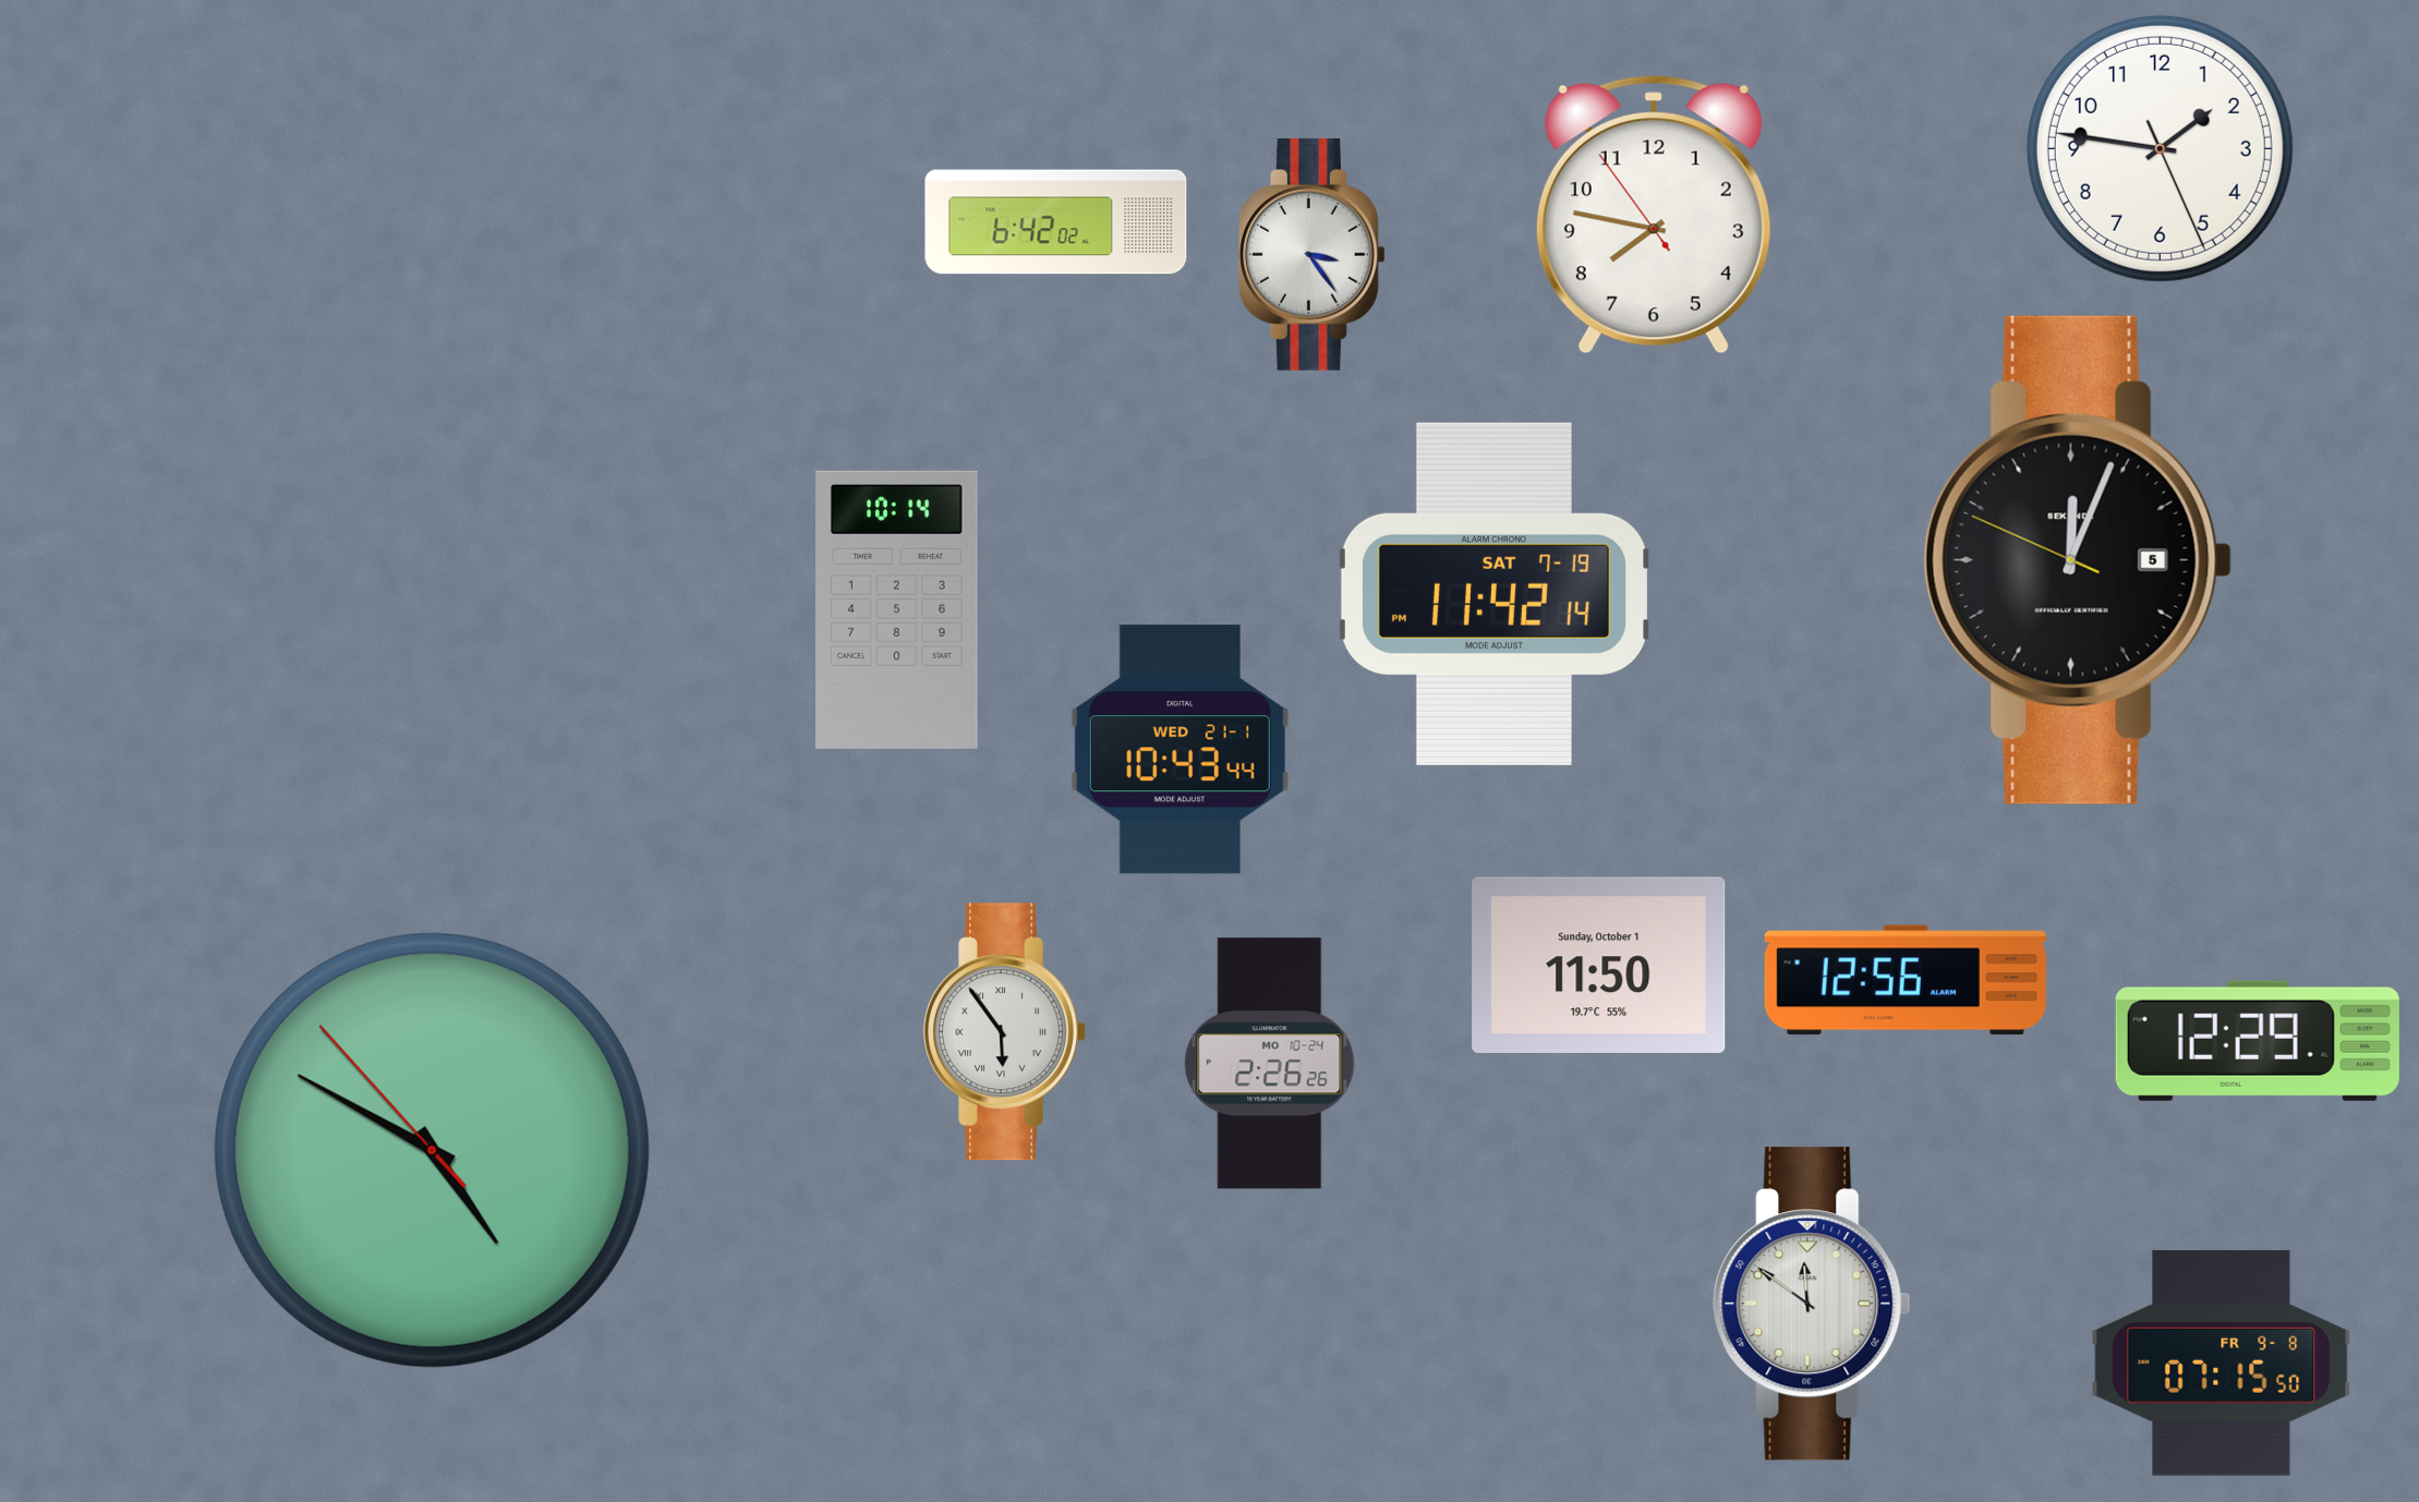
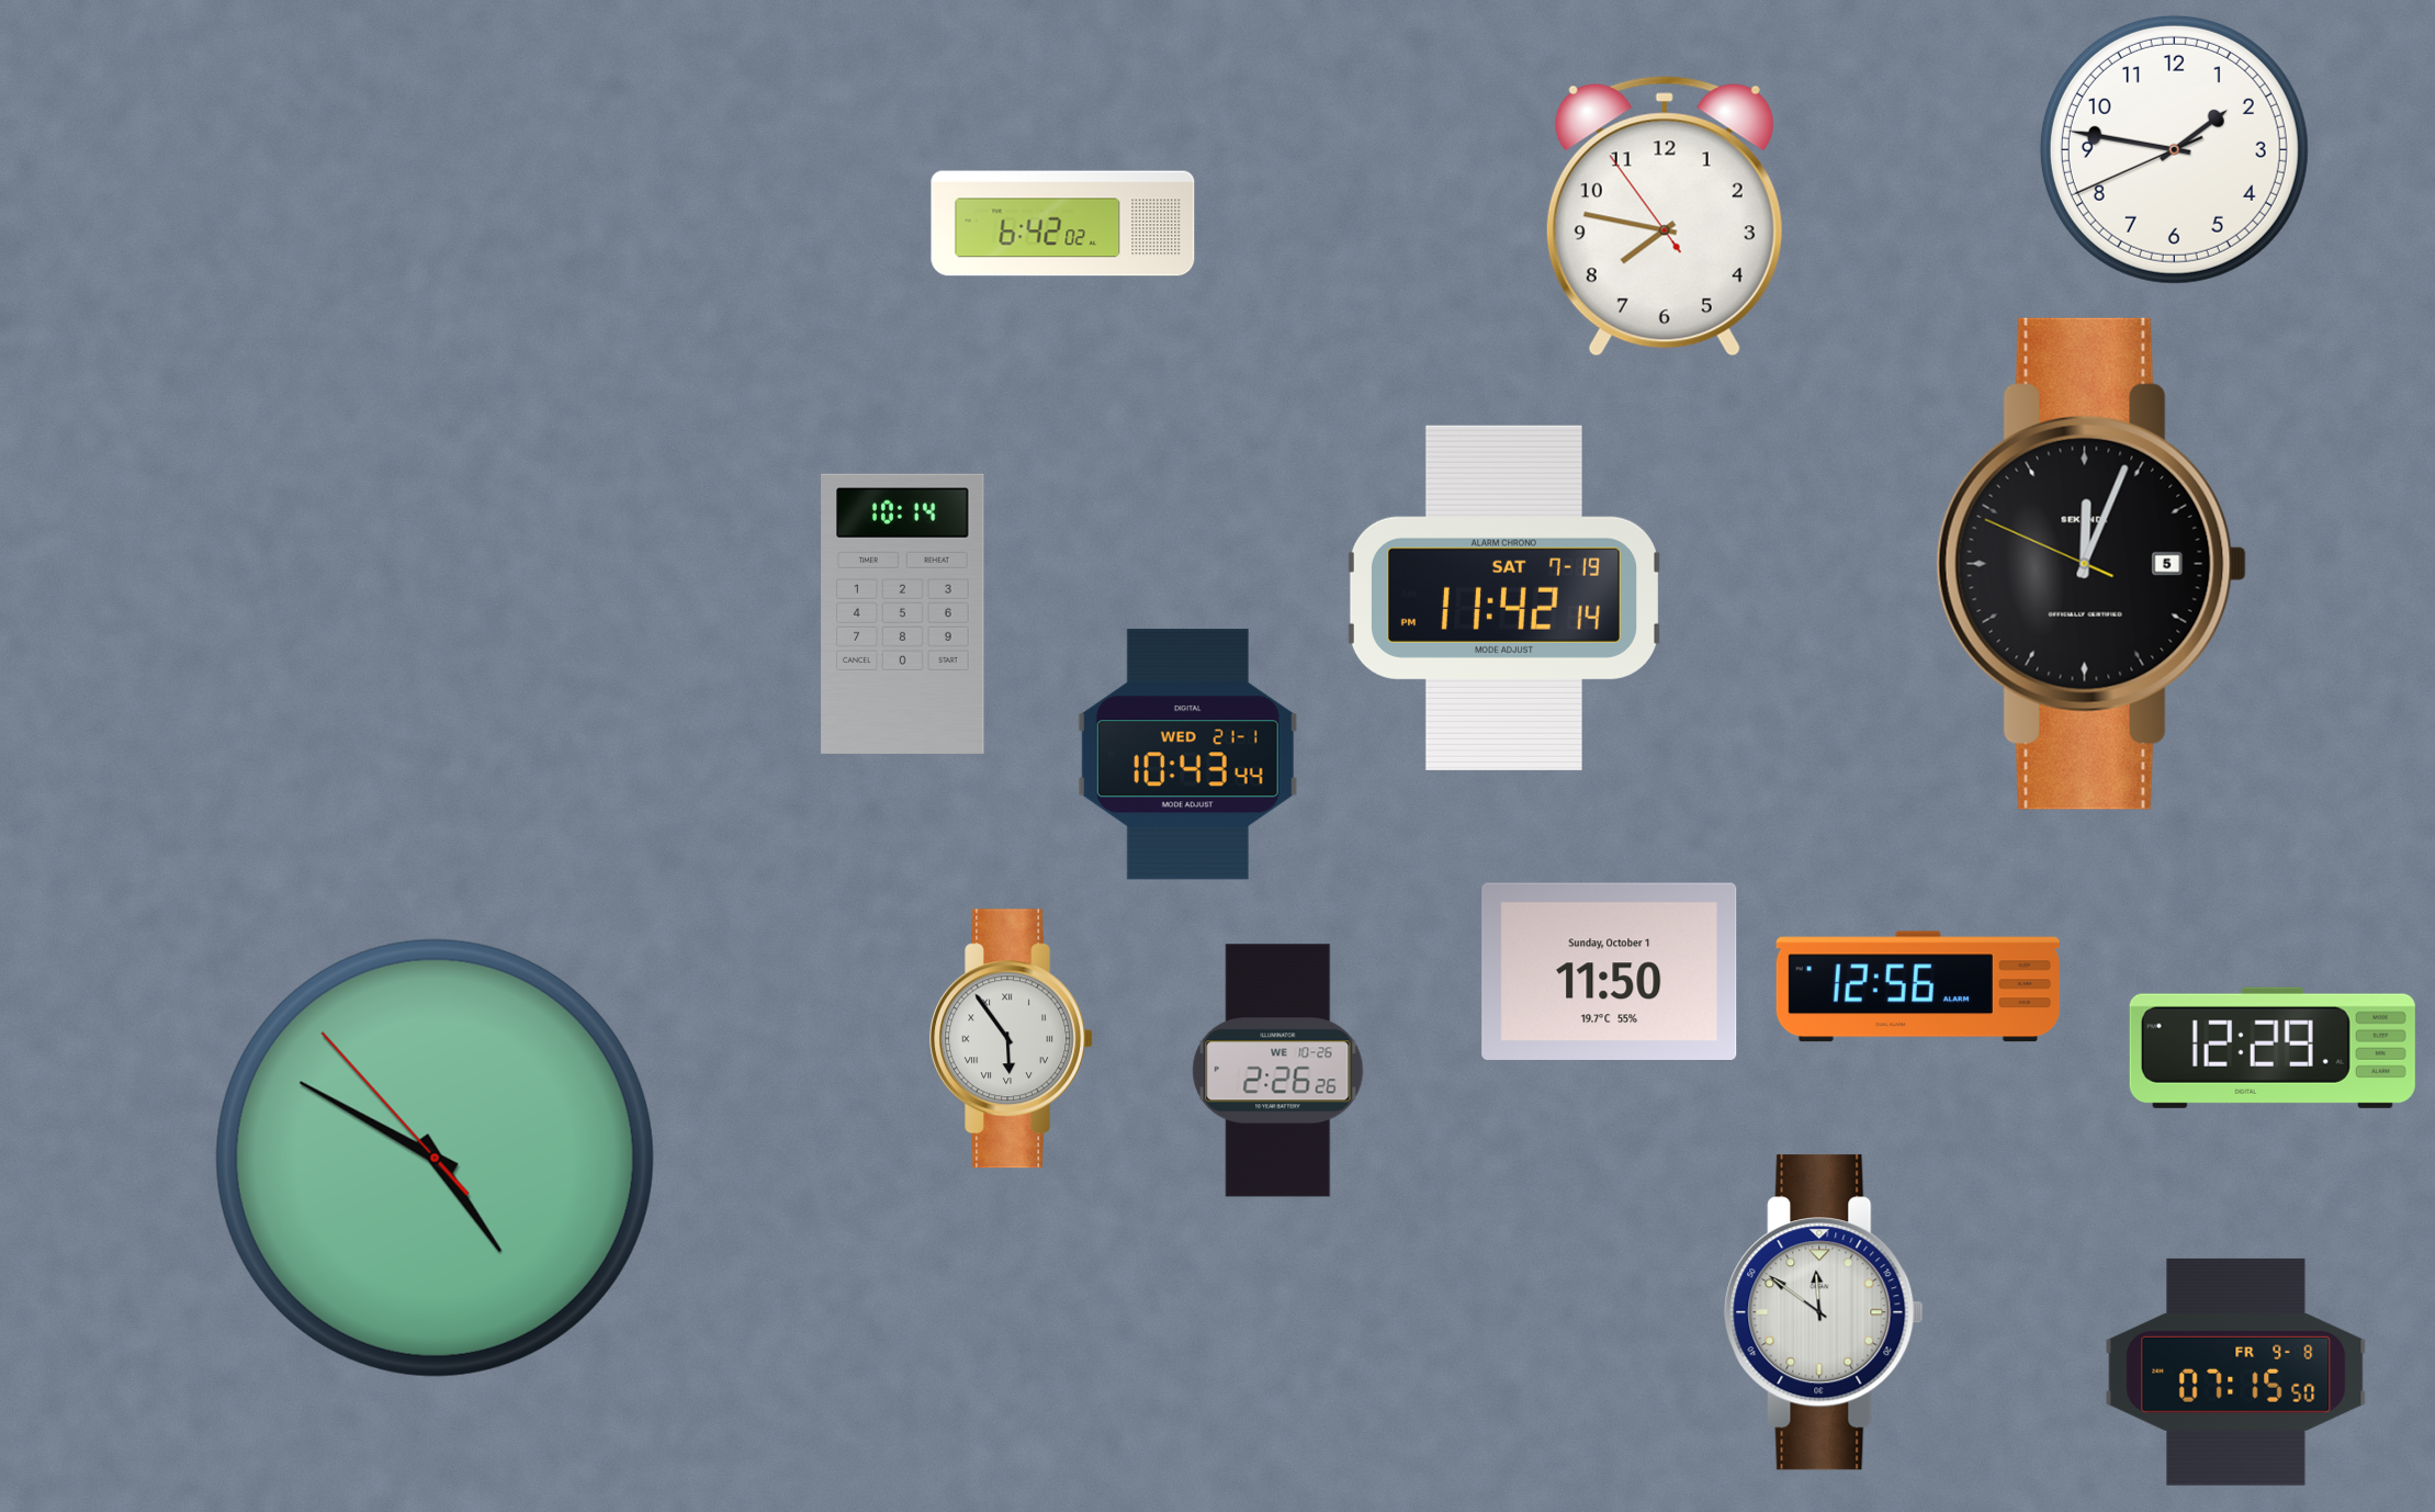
clock at (2160, 148): 1:46:26 -> 1:46:41
clock at (1311, 254): 3:24 -> none
clock at (1270, 1064) date: MO 10-24 -> WE 10-26
